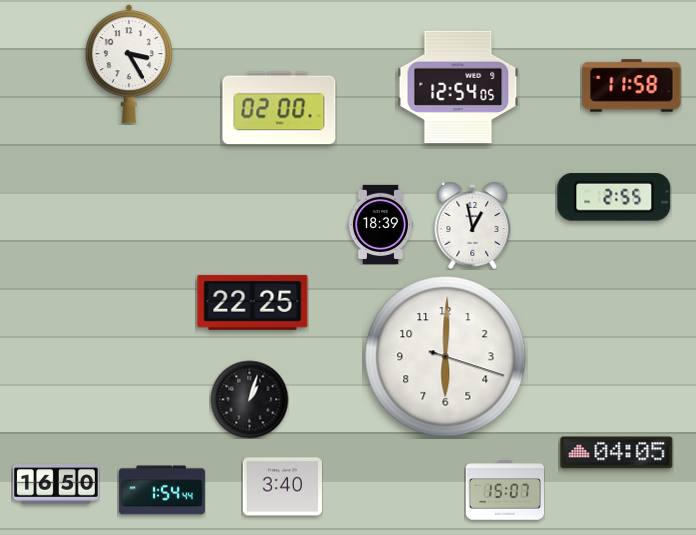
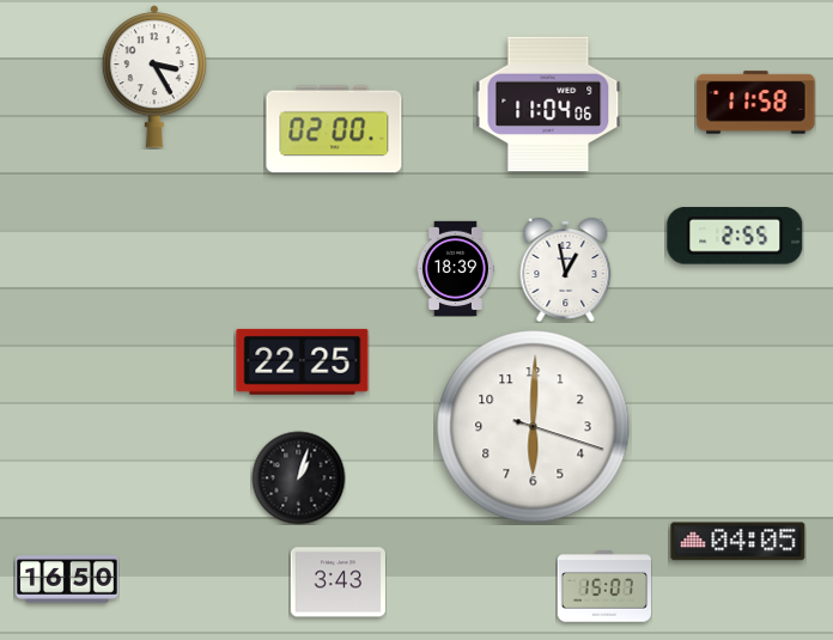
clock at (458, 87): 12:54 -> 11:04
clock at (282, 487): 3:40 -> 3:43
clock at (162, 490): 1:54 -> none
